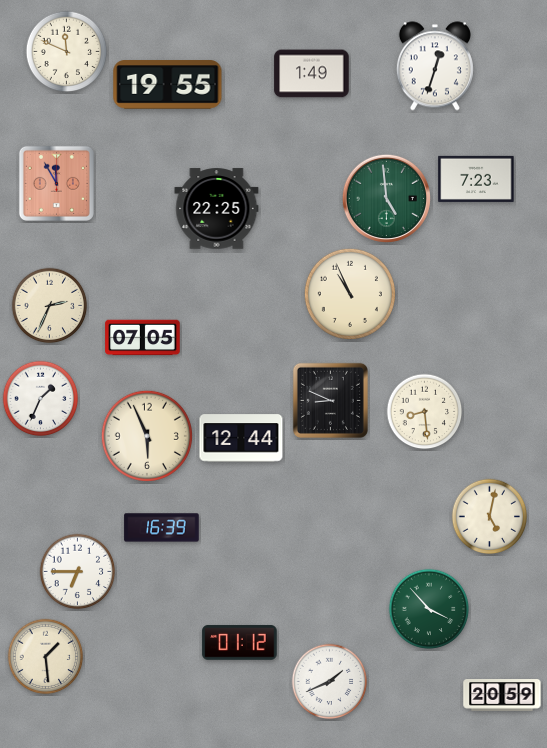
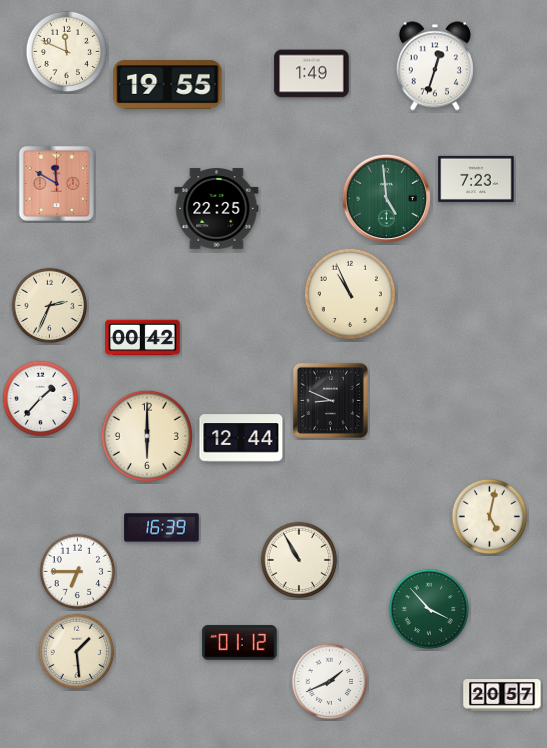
clock at (56, 183): 11:55 -> 11:50
clock at (143, 338): 07:05 -> 00:42
clock at (41, 399): 1:34 -> 1:37
clock at (425, 412): 8:29 -> none
clock at (147, 436): 5:56 -> 6:00
clock at (299, 560): none -> 10:55
clock at (46, 657) position: (46, 657) -> (77, 652)
clock at (502, 695): 20:59 -> 20:57
